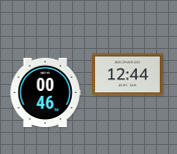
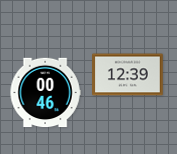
clock at (128, 75): 12:44 -> 12:39
